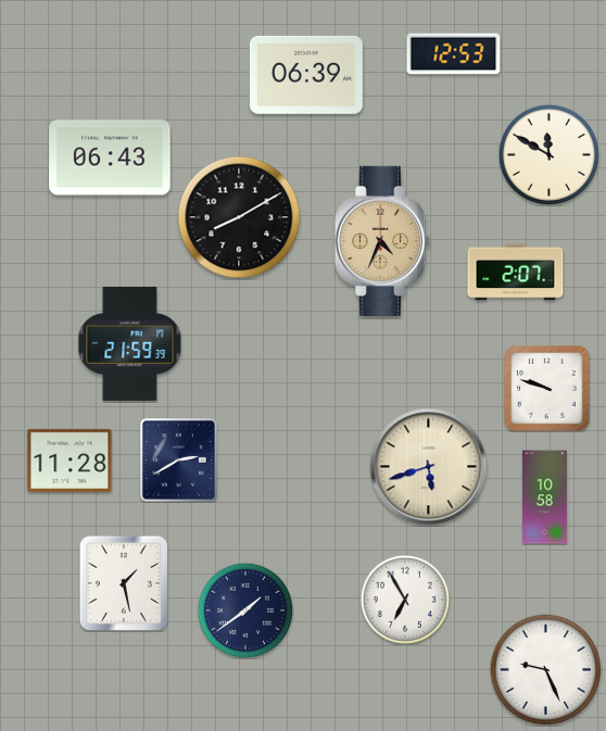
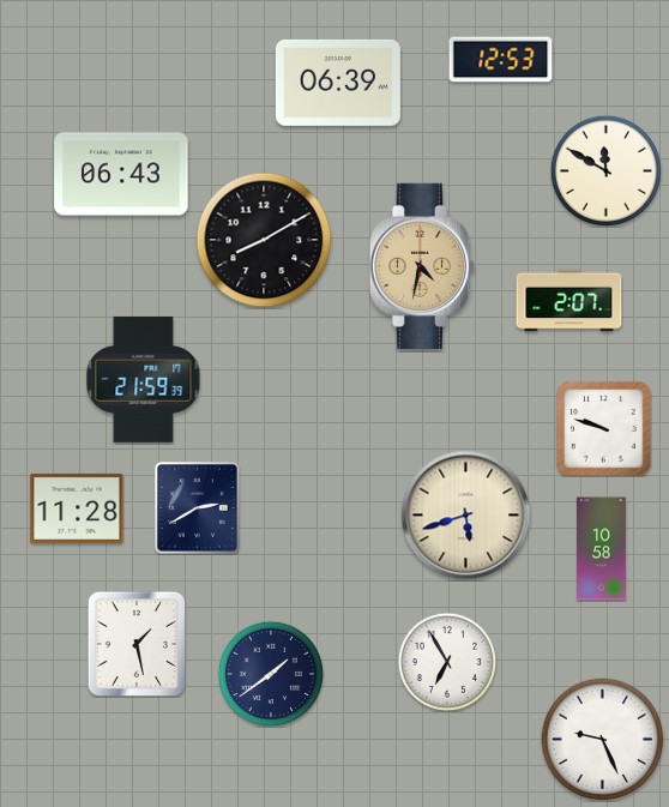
clock at (382, 240): 4:34 -> 4:32
clock at (429, 467) position: (429, 467) -> (466, 516)
